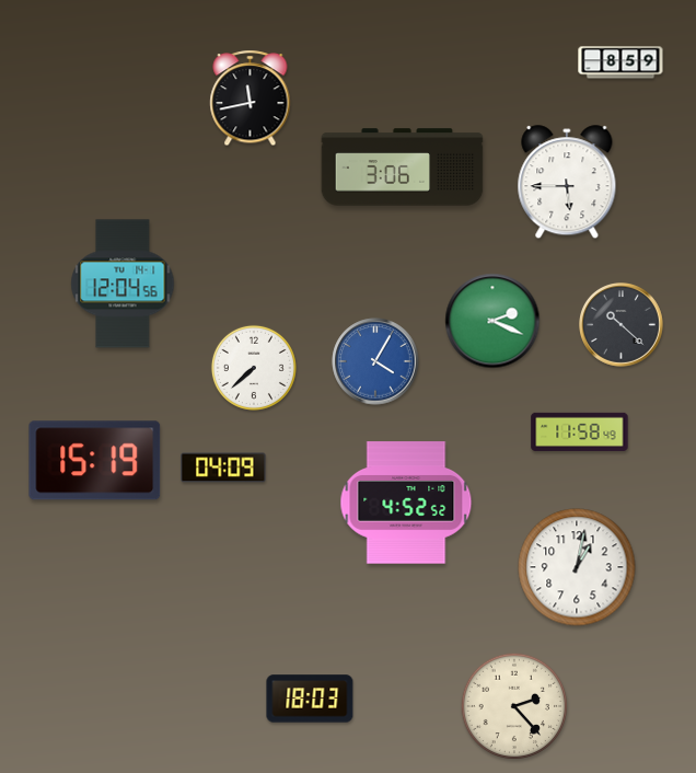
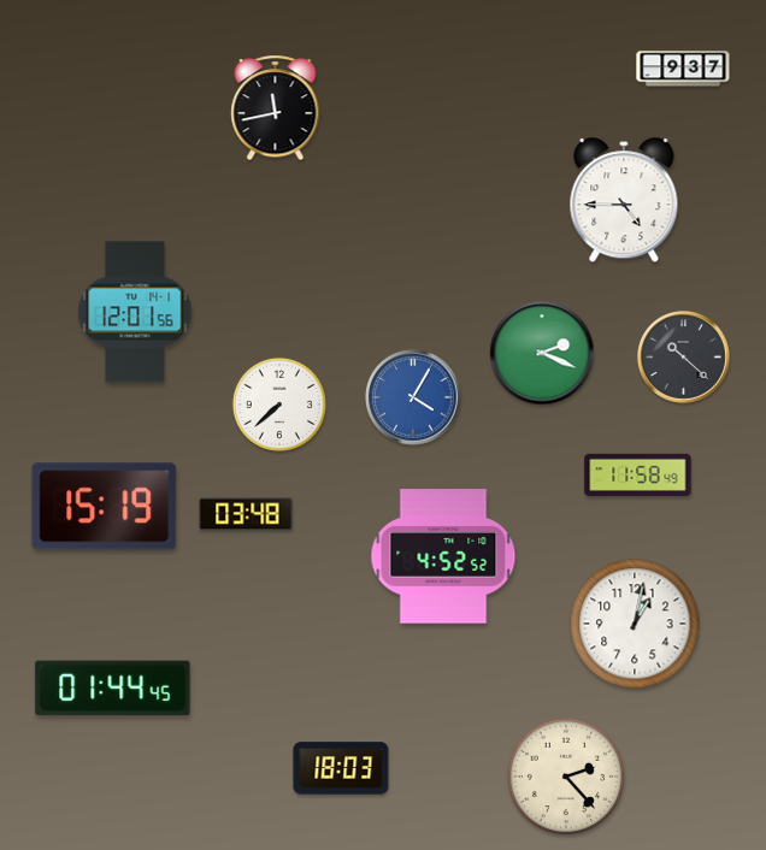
clock at (620, 62): 8:59 -> 9:37
clock at (403, 168): 3:06 -> none
clock at (567, 183): 5:45 -> 4:45
clock at (123, 284): 12:04 -> 12:01
clock at (223, 468): 04:09 -> 03:48
clock at (406, 503) position: (406, 503) -> (443, 556)
clock at (113, 689): none -> 01:44
